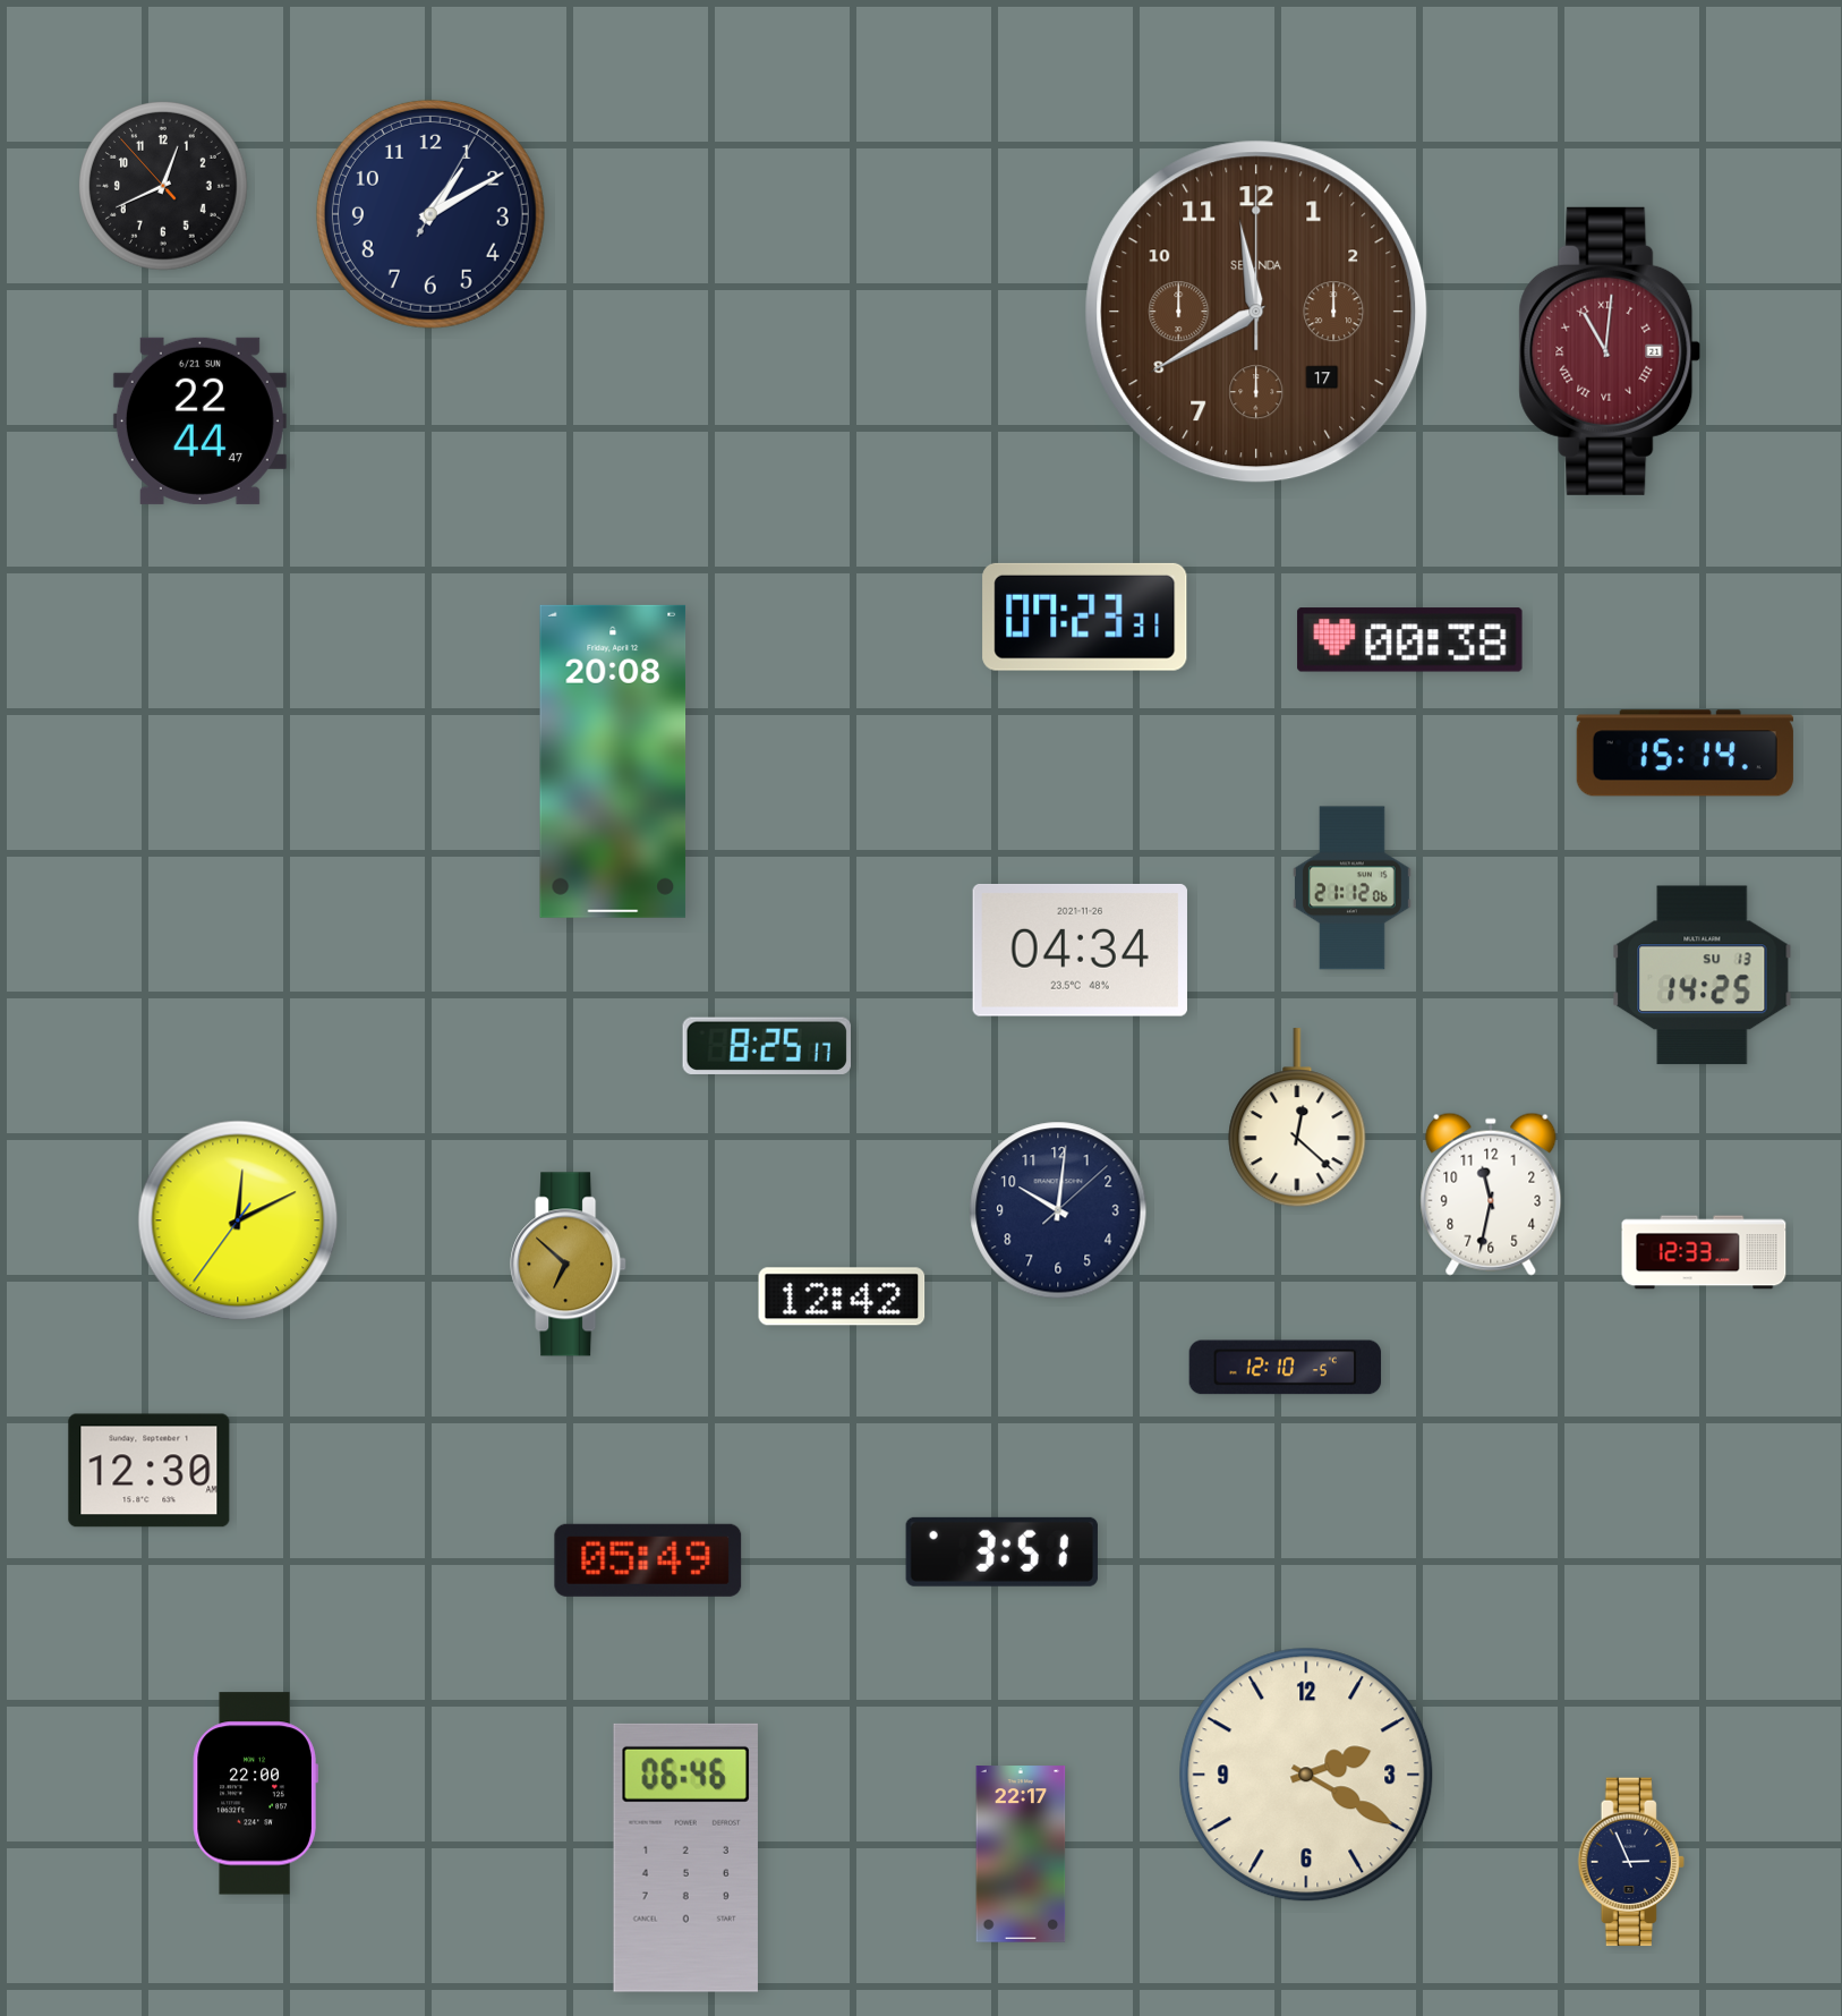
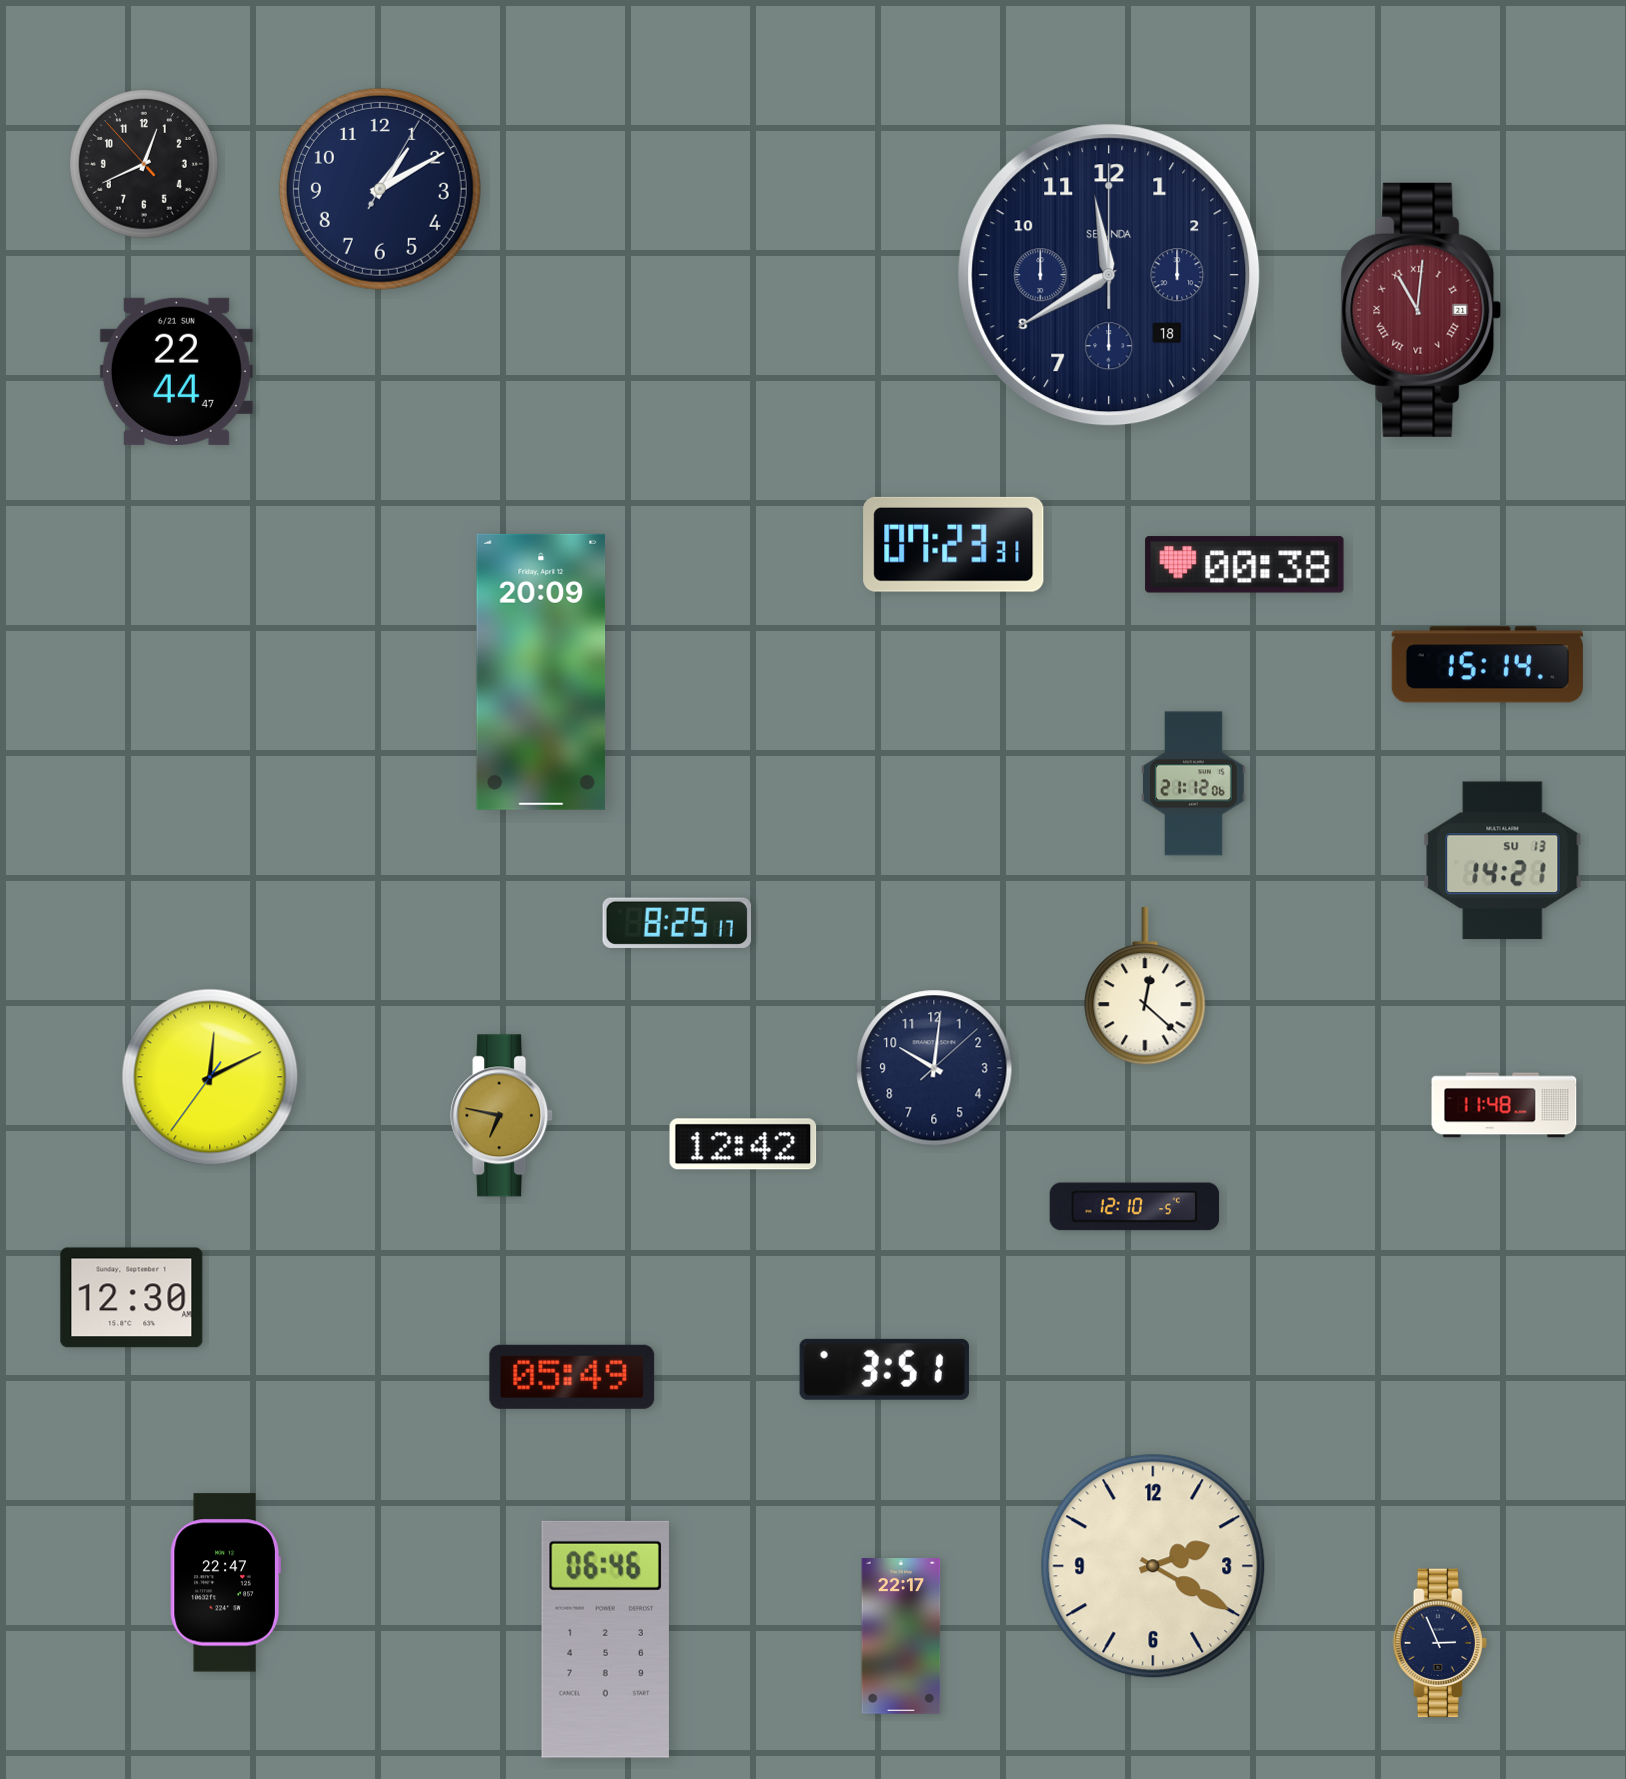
clock at (1256, 312) date: 17 -> 18
clock at (1256, 312) dial: brown -> navy
clock at (1085, 616) position: (1085, 616) -> (954, 544)
clock at (613, 762): 20:08 -> 20:09
clock at (1080, 950): 04:34 -> none
clock at (1703, 976): 14:25 -> 14:21
clock at (1491, 1194): 11:32 -> none
clock at (1704, 1252): 12:33 -> 11:48
clock at (569, 1265): 6:52 -> 6:47
clock at (255, 1794): 22:00 -> 22:47
